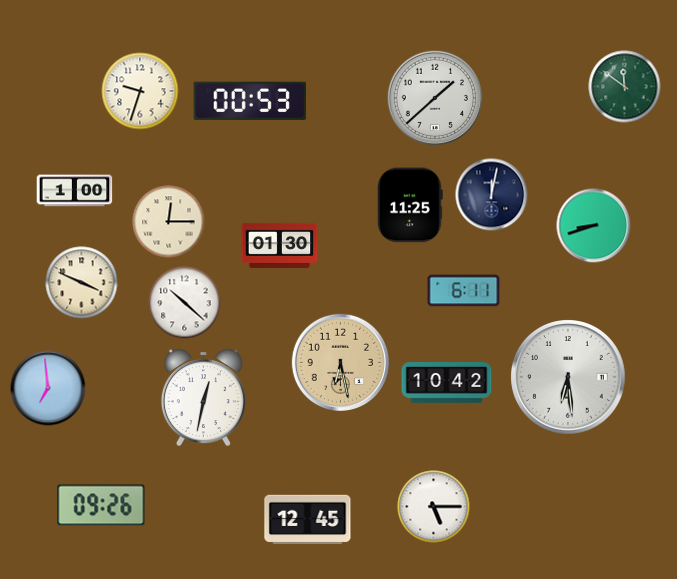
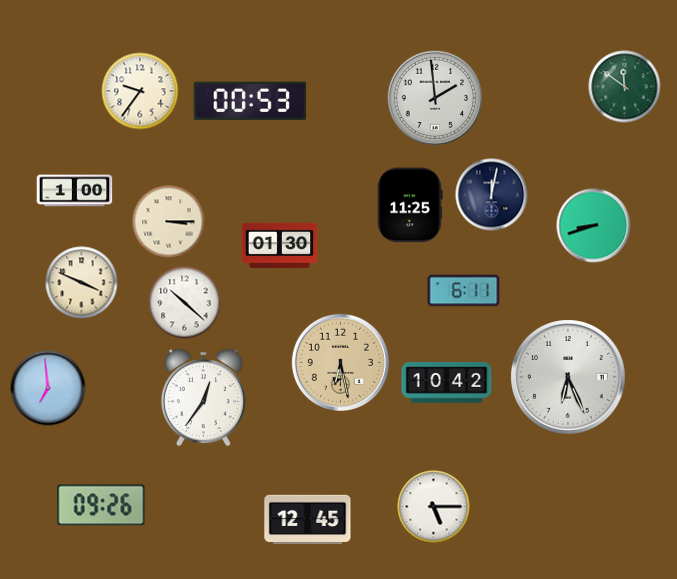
clock at (140, 91): 9:33 -> 9:36
clock at (435, 98): 1:38 -> 1:59
clock at (169, 222): 12:15 -> 3:15
clock at (568, 377): 6:29 -> 6:26
clock at (203, 398): 12:32 -> 12:36
